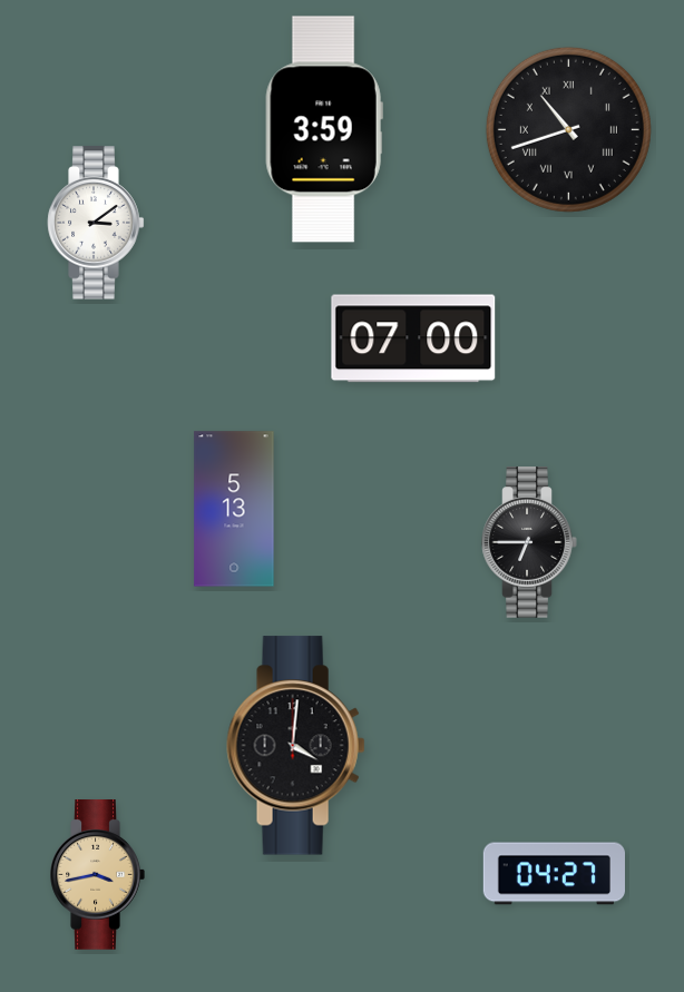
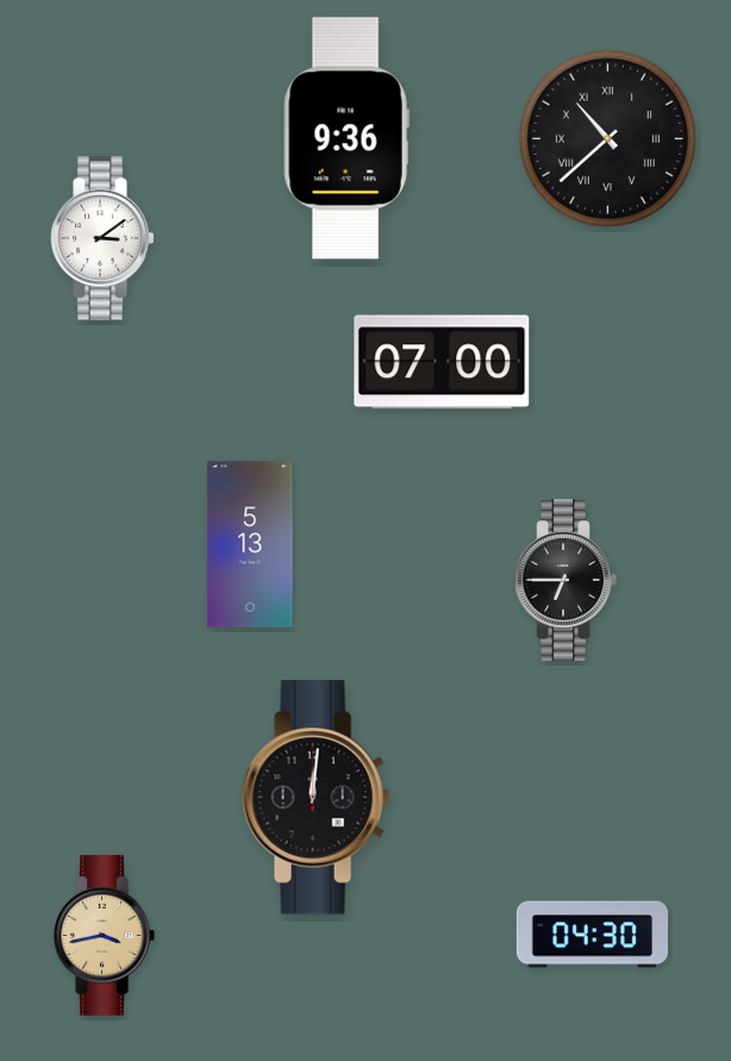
clock at (324, 129): 3:59 -> 9:36
clock at (568, 129): 10:42 -> 10:38
clock at (296, 746): 4:01 -> 12:01
clock at (554, 874): 04:27 -> 04:30
